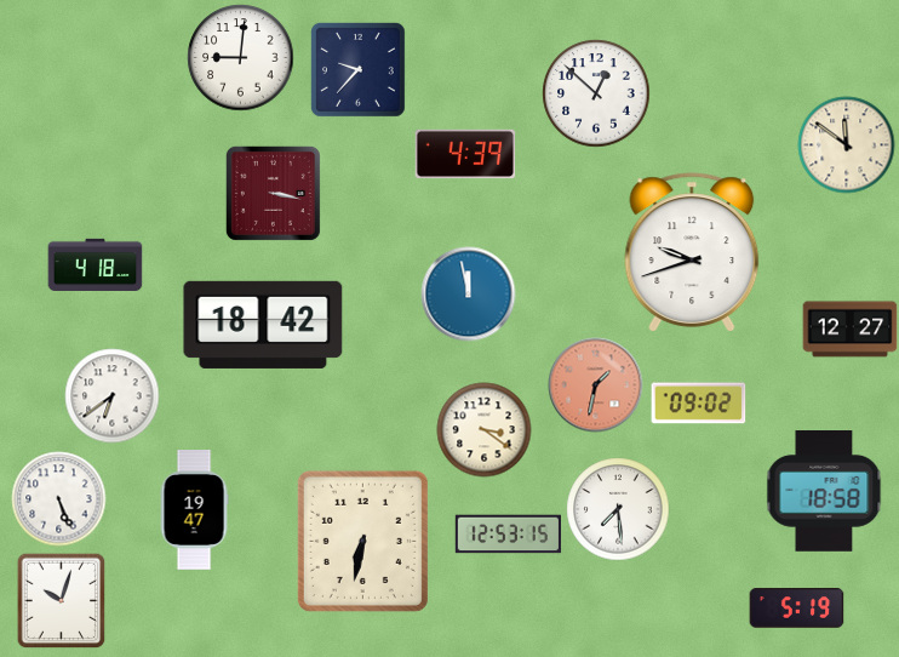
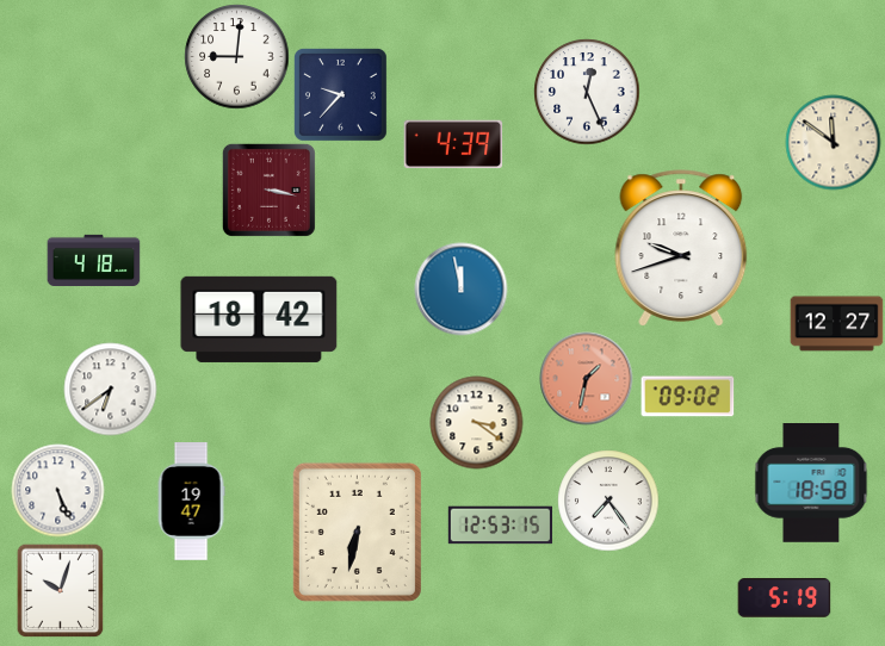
clock at (357, 69) position: (357, 69) -> (340, 94)
clock at (596, 93): 12:52 -> 12:26
clock at (465, 154) position: (465, 154) -> (453, 144)
clock at (618, 509): 7:29 -> 7:24
